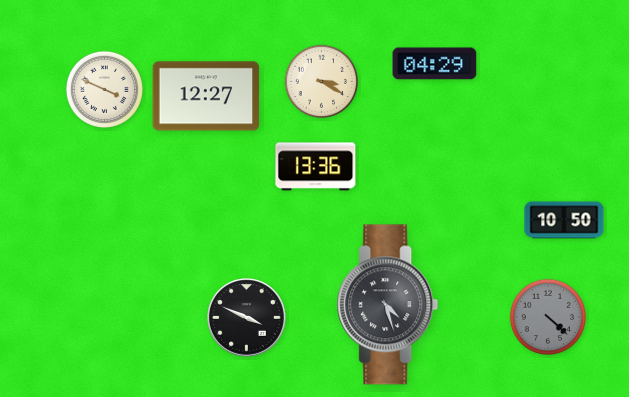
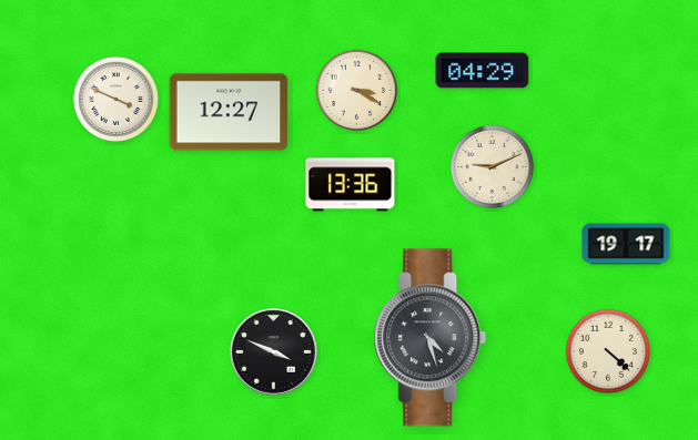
clock at (206, 96) position: (206, 96) -> (229, 112)
clock at (493, 167): none -> 9:11
clock at (564, 220): 10:50 -> 19:17
clock at (547, 316) dial: grey -> cream
